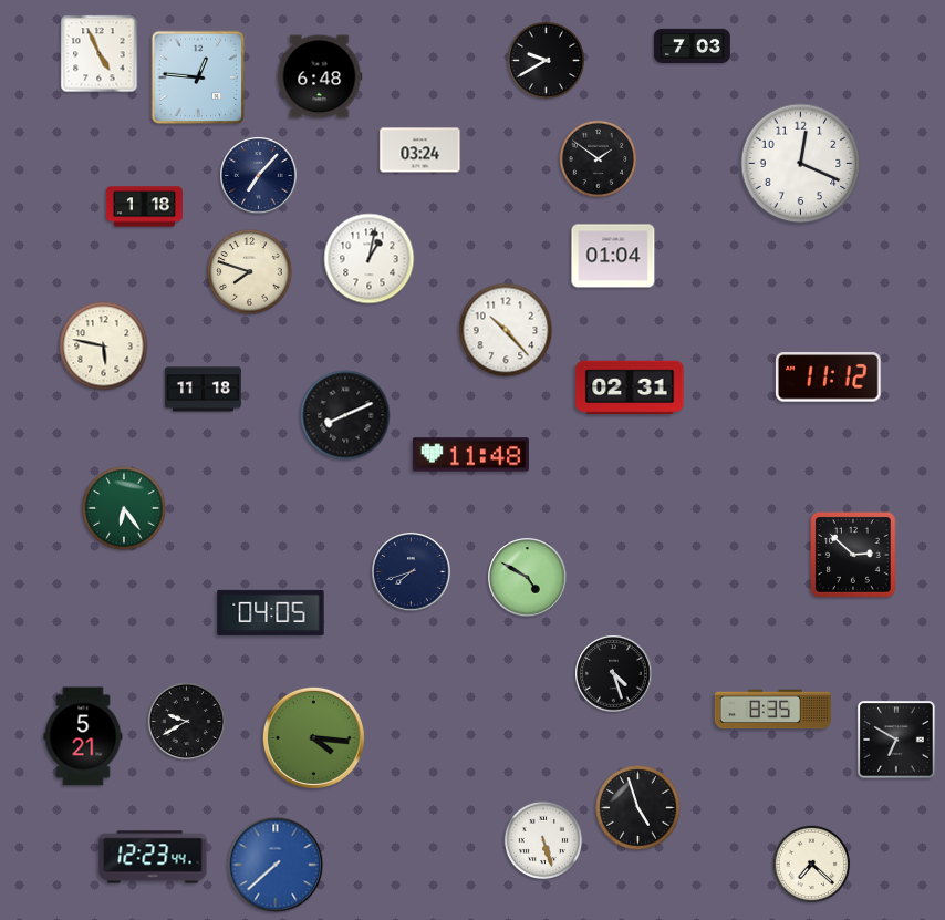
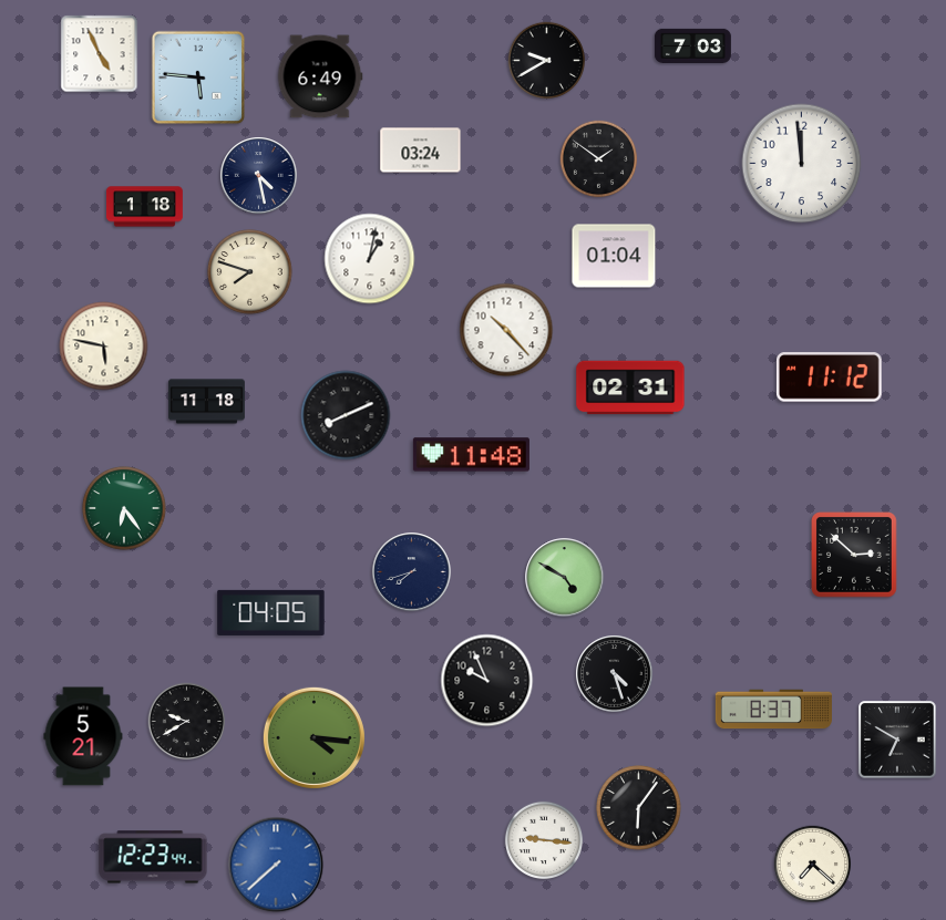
clock at (320, 76): 6:48 -> 6:49
clock at (198, 77): 12:46 -> 5:46
clock at (801, 164): 12:19 -> 11:59
clock at (259, 176): 7:07 -> 4:28
clock at (202, 390) position: (202, 390) -> (206, 402)
clock at (528, 578) position: (528, 578) -> (565, 578)
clock at (487, 681): none -> 9:56
clock at (772, 710): 8:35 -> 8:37
clock at (638, 808): 4:57 -> 6:06
clock at (542, 839): 5:27 -> 9:16
